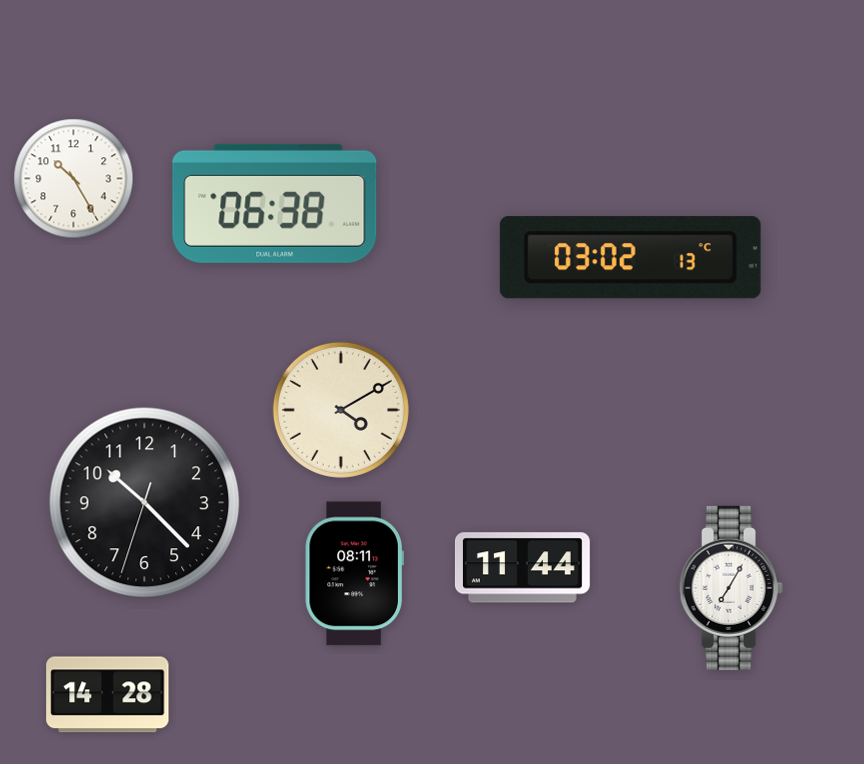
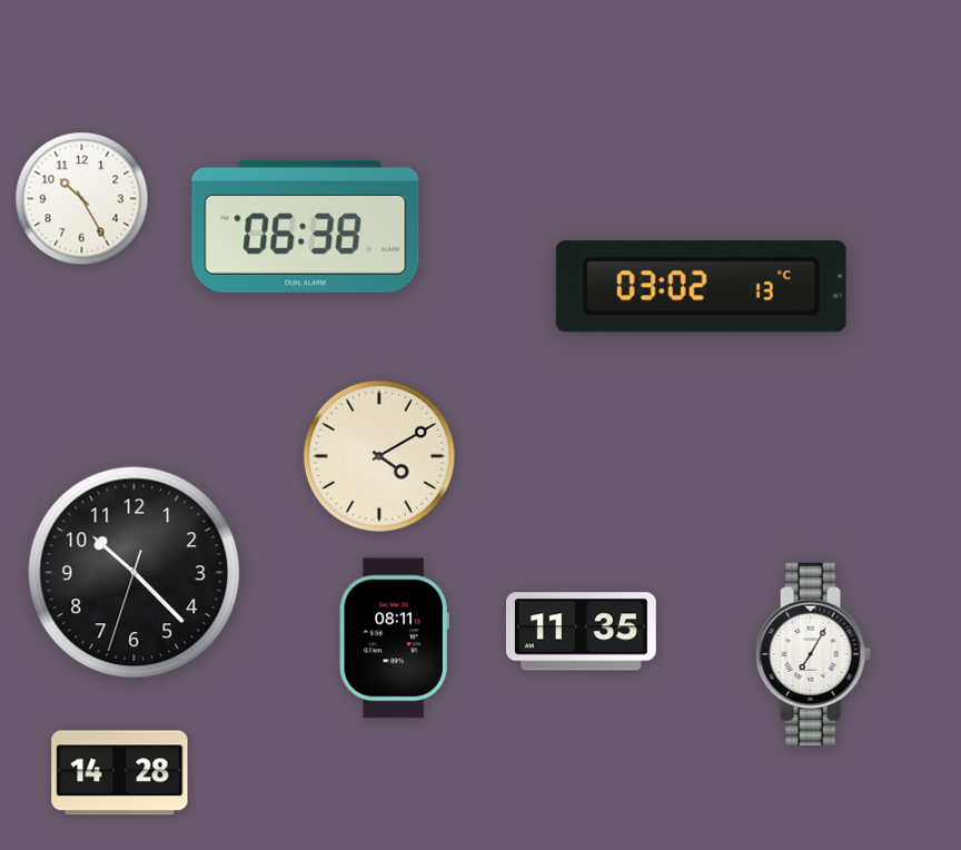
clock at (145, 503) position: (145, 503) -> (135, 573)
clock at (522, 568): 11:44 -> 11:35
